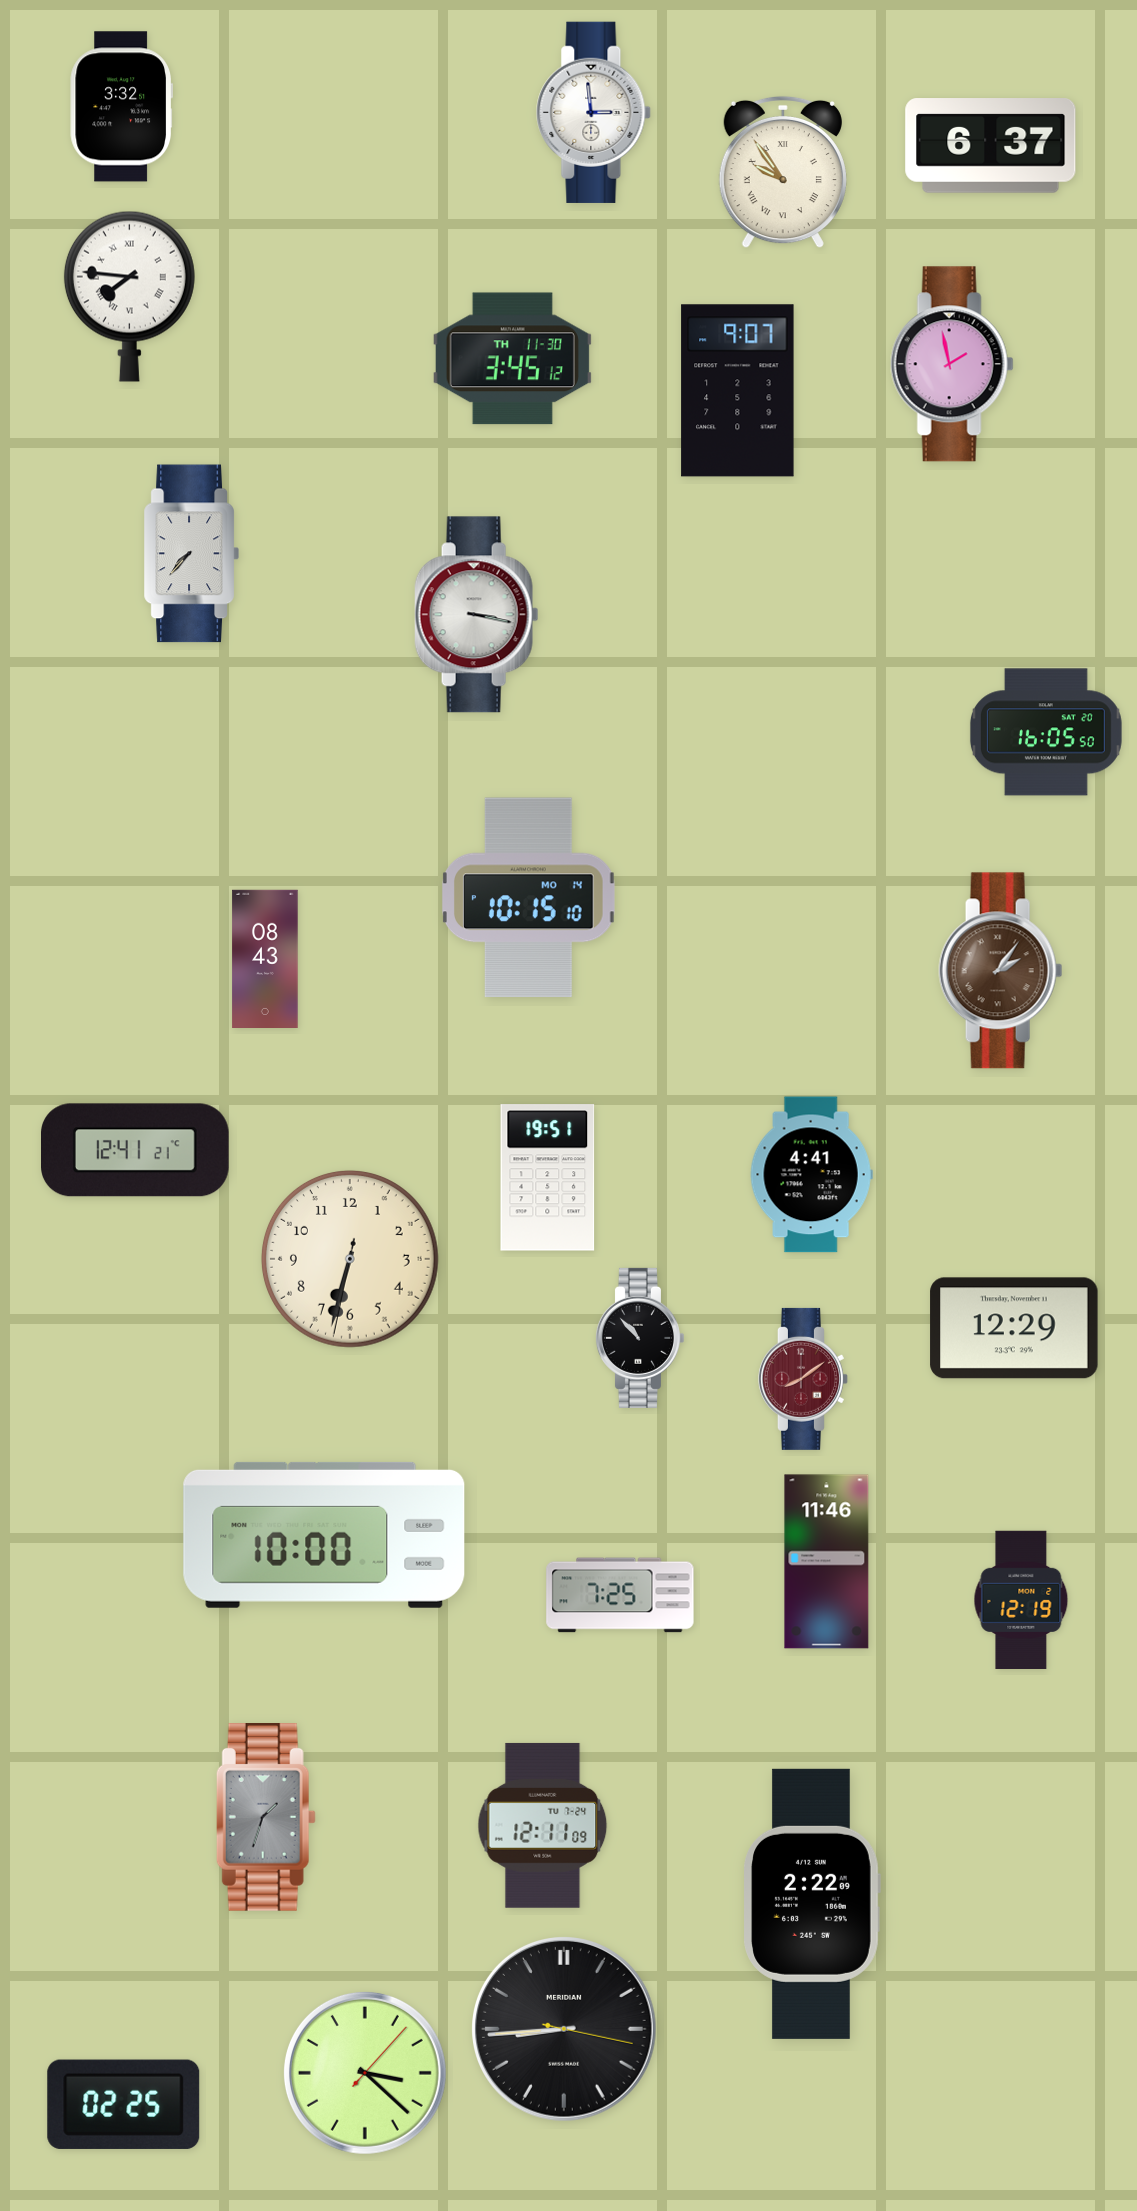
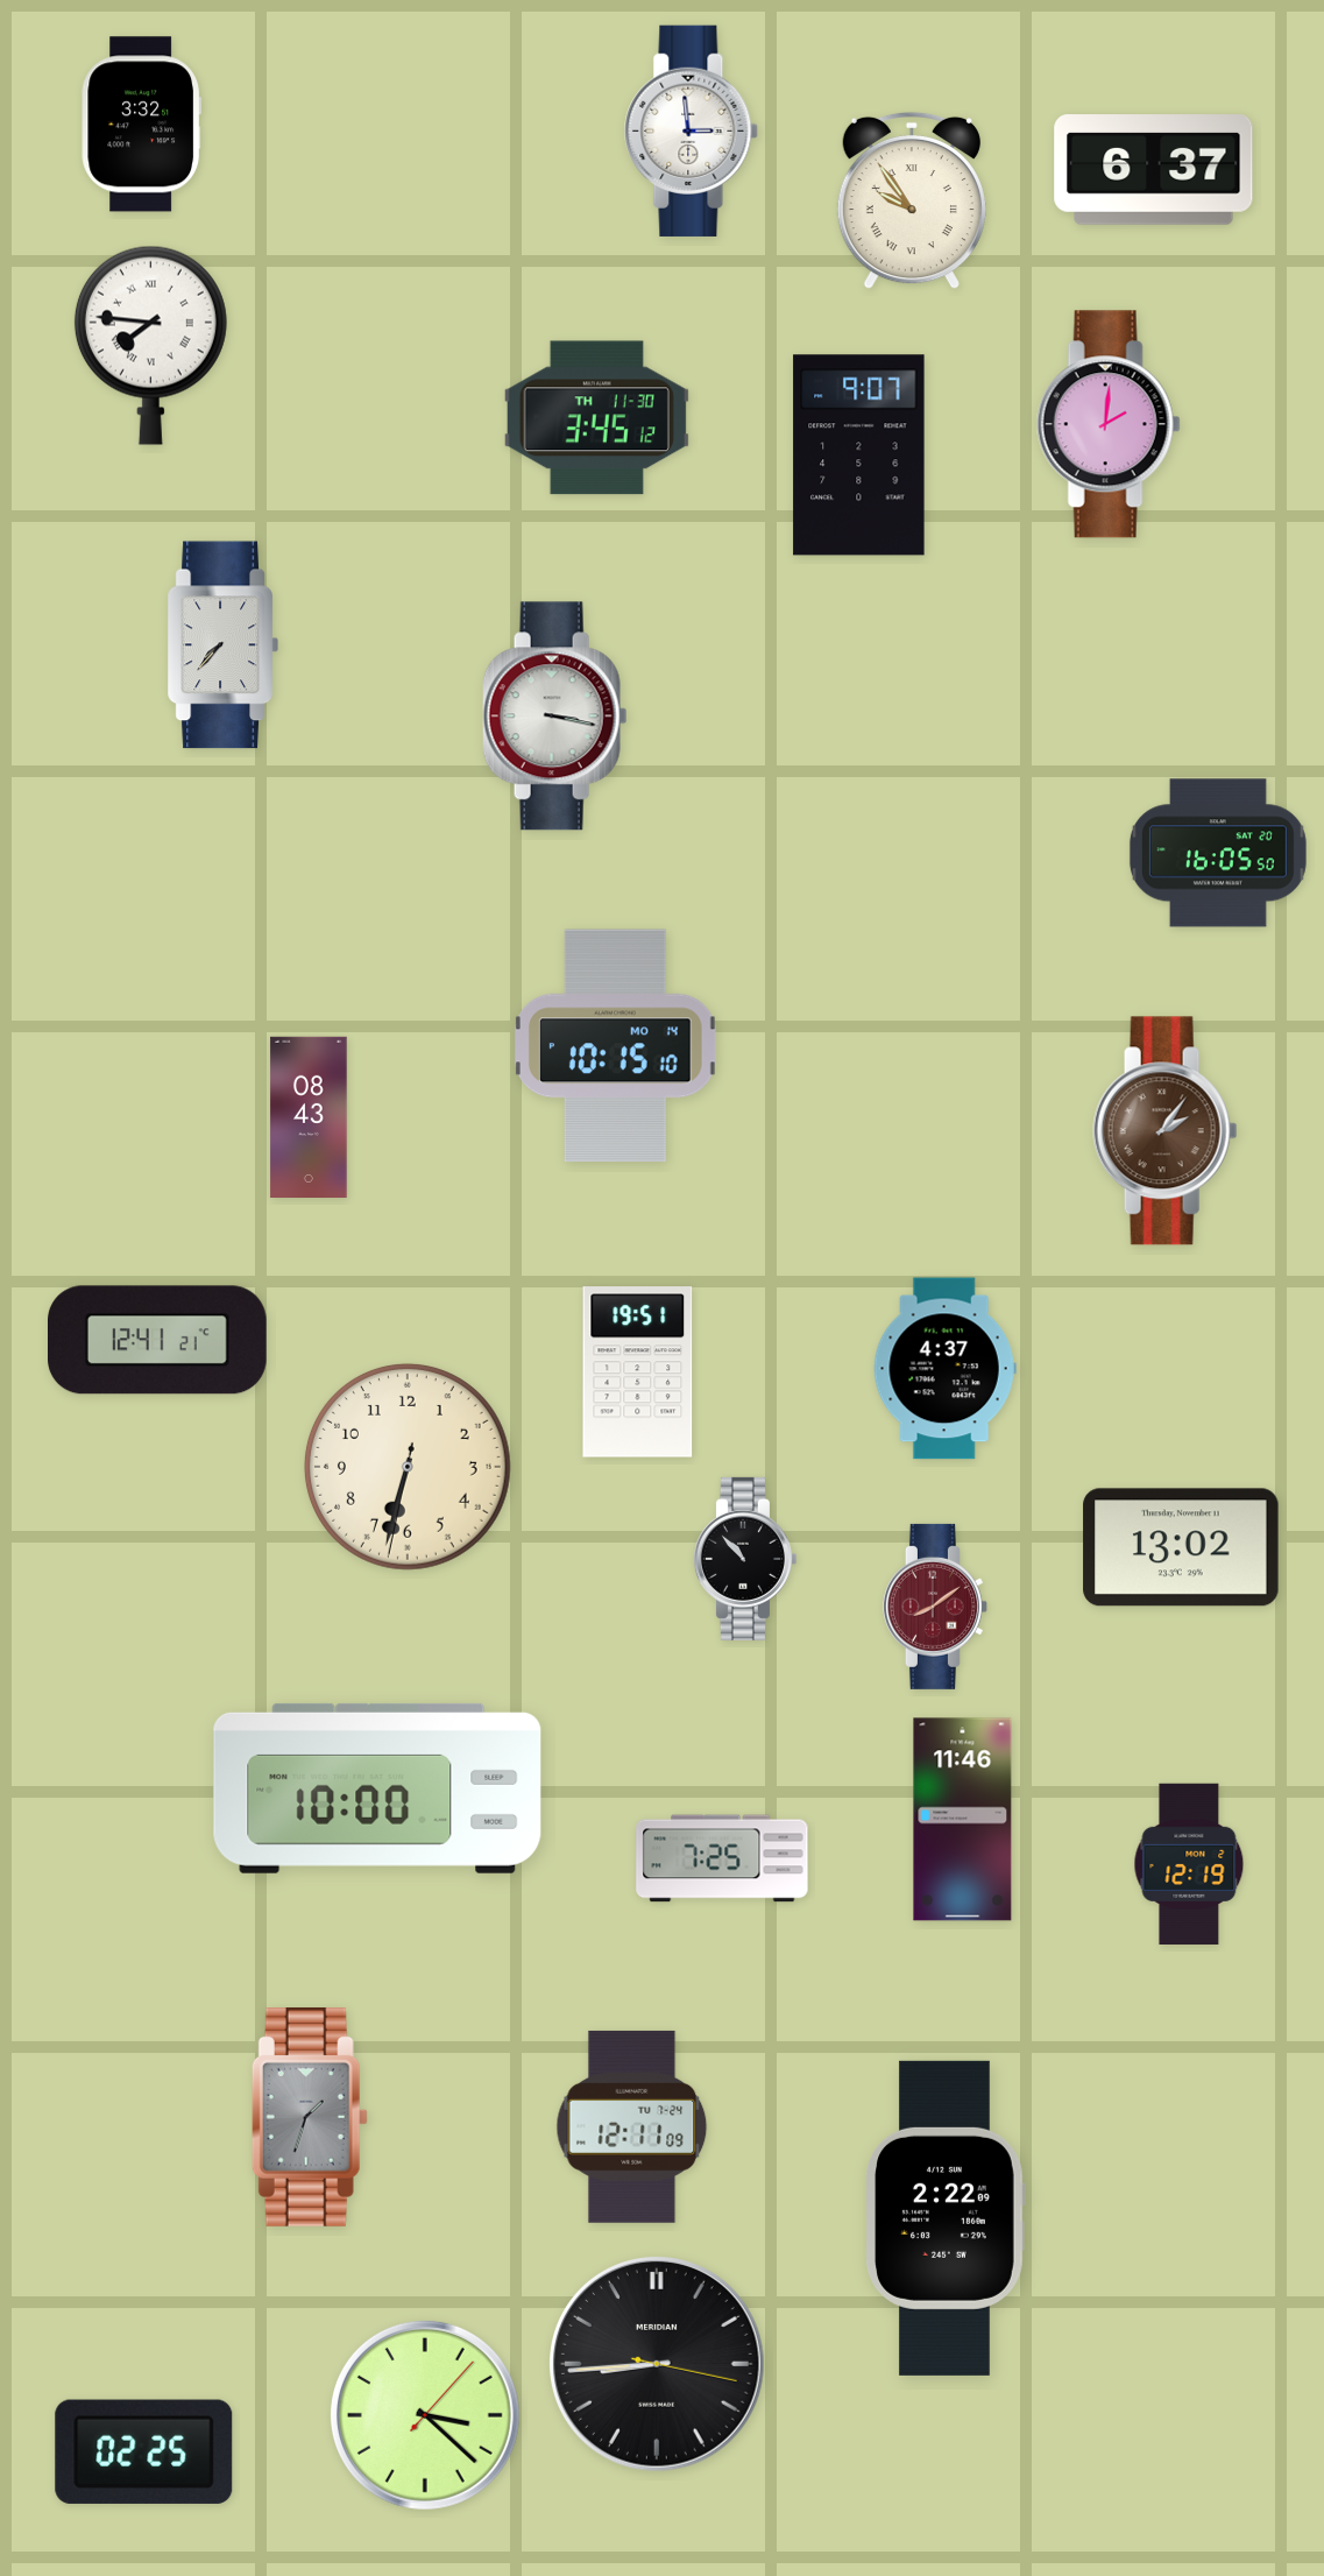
clock at (952, 364): 1:58 -> 2:01
clock at (811, 1175): 4:41 -> 4:37
clock at (1014, 1328): 12:29 -> 13:02
